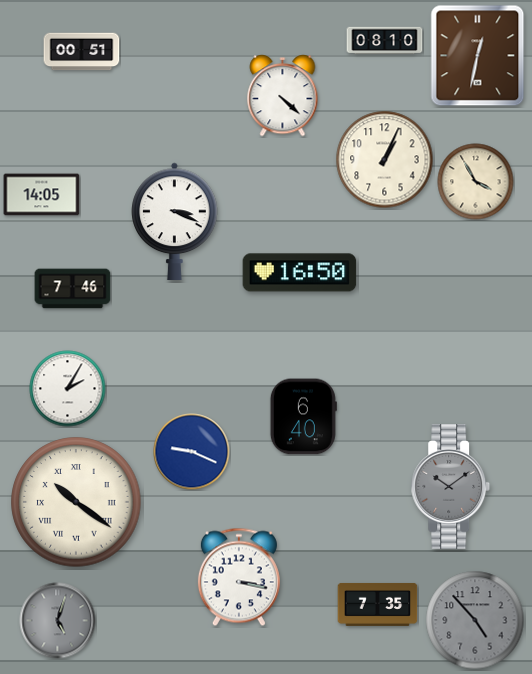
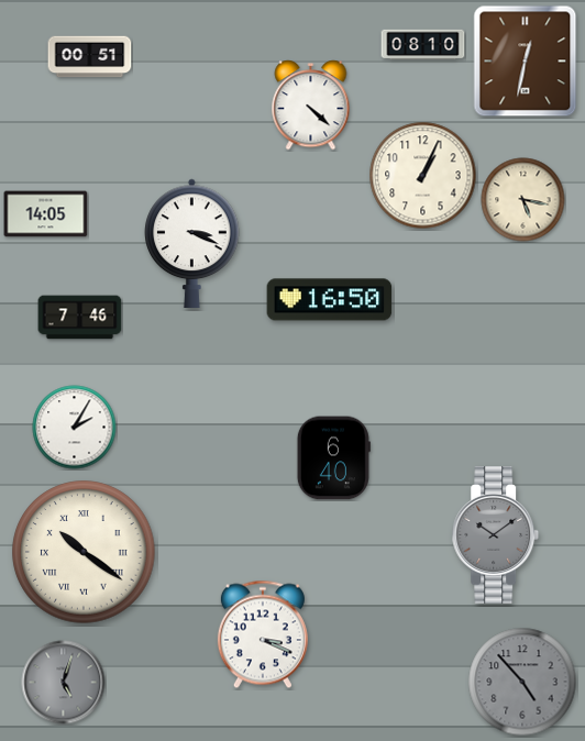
clock at (476, 182): 3:55 -> 5:17
clock at (192, 452): 9:19 -> none
clock at (239, 577): 3:17 -> 3:19
clock at (378, 604): 7:35 -> none
